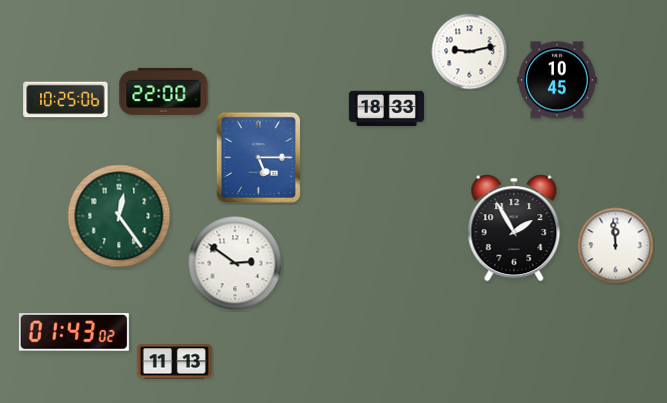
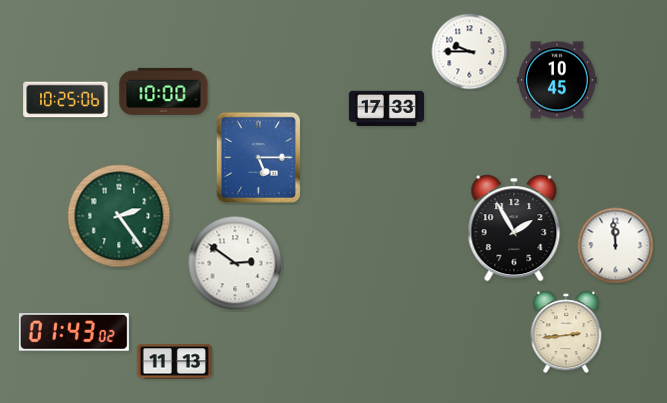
clock at (470, 52): 9:13 -> 9:45
clock at (164, 91): 22:00 -> 10:00
clock at (386, 109): 18:33 -> 17:33
clock at (119, 216): 12:24 -> 2:24
clock at (566, 332): none -> 2:44
